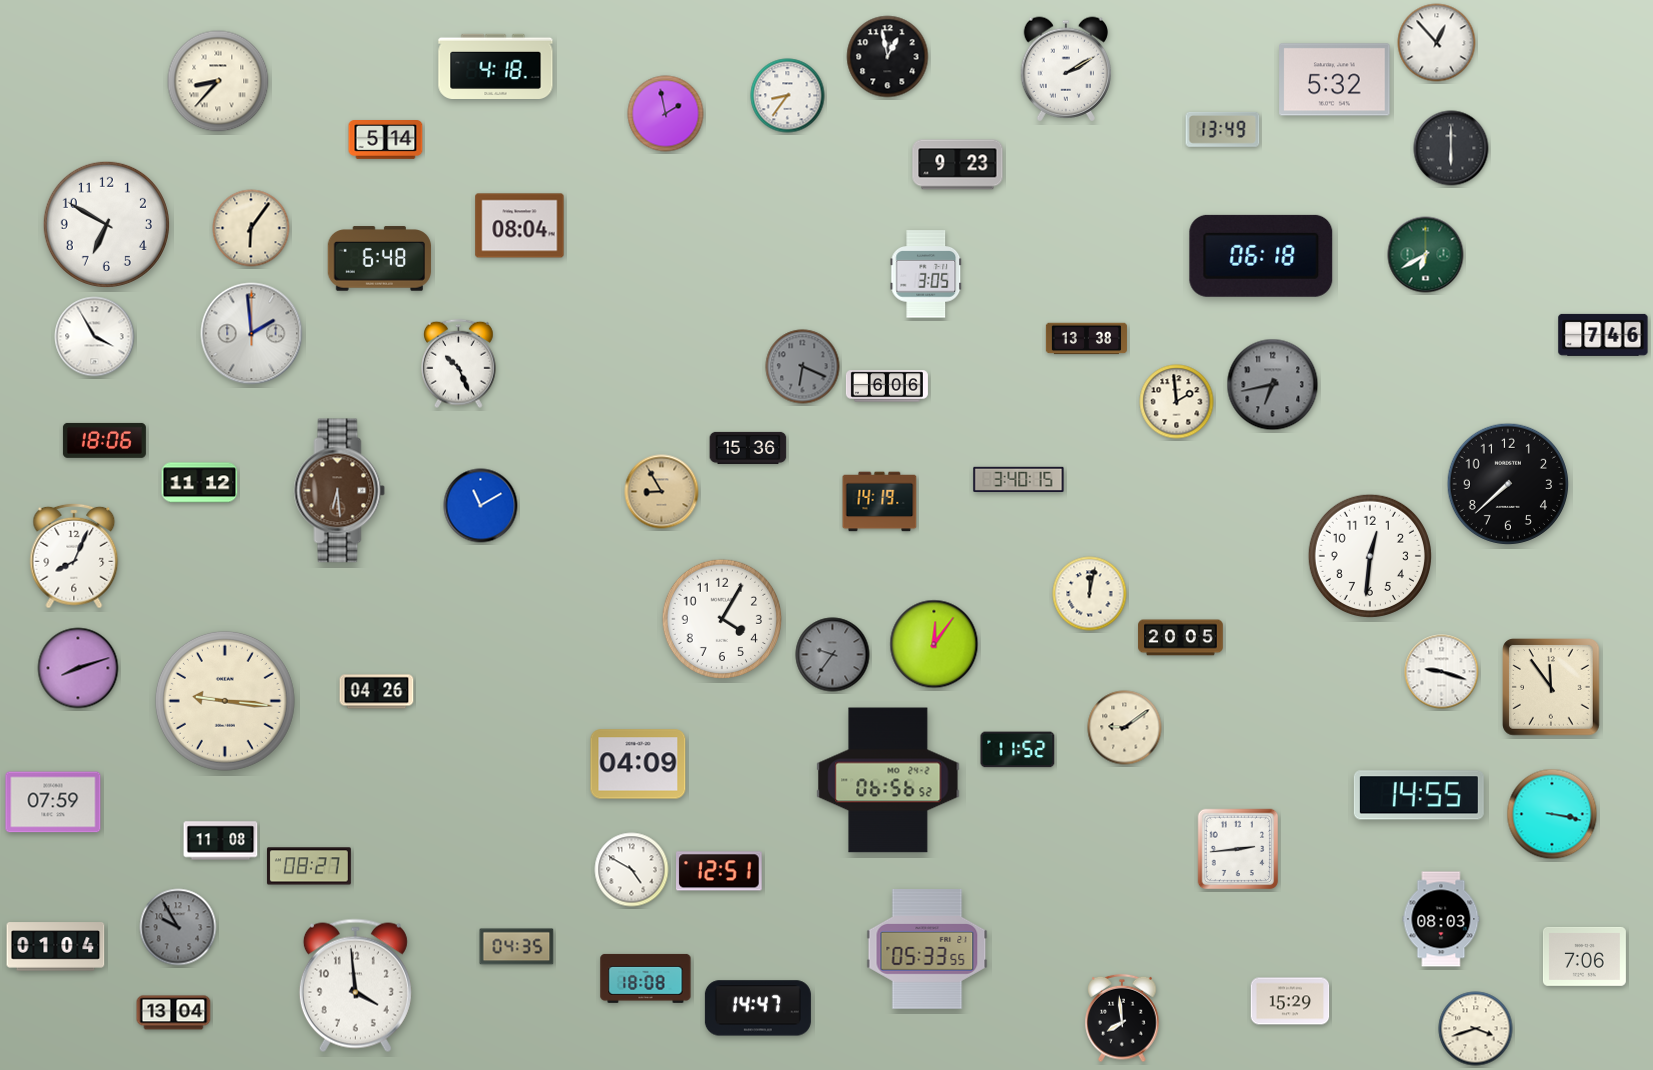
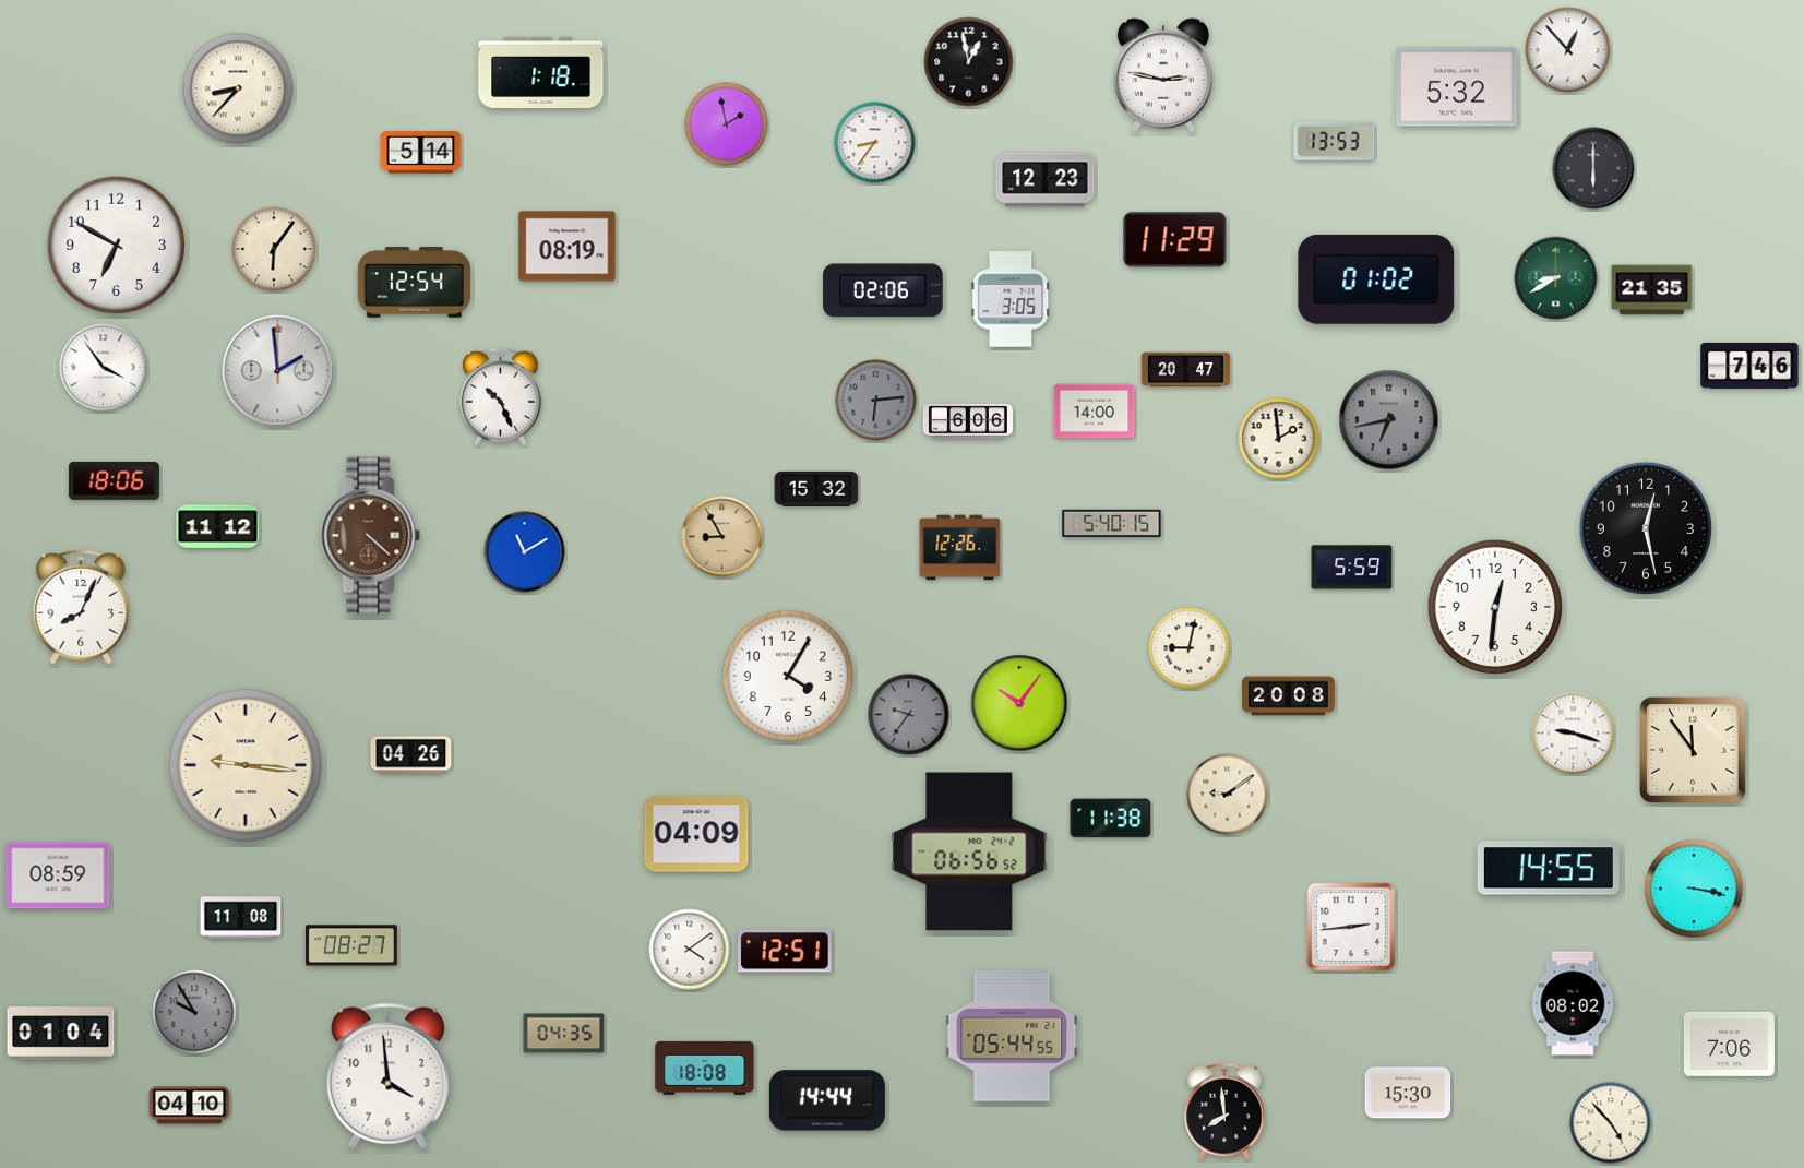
clock at (1437, 43) position: (1437, 43) -> (1568, 50)
clock at (496, 66): 4:18 -> 1:18
clock at (1065, 69): 2:10 -> 2:47
clock at (788, 96) position: (788, 96) -> (875, 143)
clock at (1223, 129): 13:49 -> 13:53
clock at (1451, 148) position: (1451, 148) -> (1593, 168)
clock at (958, 165): 9:23 -> 12:23
clock at (1175, 240): none -> 11:29
clock at (520, 226): 08:04 -> 08:19
clock at (1426, 255): 6:40 -> 8:40
clock at (1261, 256): 06:18 -> 01:02
clock at (379, 259): 6:48 -> 12:54
clock at (883, 290): none -> 02:06
clock at (1652, 290): none -> 21:35
clock at (252, 334) position: (252, 334) -> (278, 371)
clock at (95, 337): 3:55 -> 3:54
clock at (1086, 339): 13:38 -> 20:47
clock at (803, 367): 6:19 -> 6:14
clock at (1095, 412): none -> 14:00
clock at (1177, 402) position: (1177, 402) -> (1279, 439)
clock at (748, 448): 15:36 -> 15:32
clock at (1019, 479): 3:40 -> 5:40
clock at (1507, 483): 7:38 -> 12:28
clock at (340, 491): 6:29 -> 4:22
clock at (880, 502): 14:19 -> 12:26
clock at (1352, 568): none -> 5:59
clock at (1090, 594): 12:02 -> 9:02
clock at (1181, 638): 20:05 -> 20:08
clock at (934, 644): 12:06 -> 10:06
clock at (78, 668): 8:12 -> none
clock at (1018, 750): 11:52 -> 11:38
clock at (53, 802): 07:59 -> 08:59
clock at (309, 866) position: (309, 866) -> (351, 945)
clock at (632, 870): 4:50 -> 4:09
clock at (1441, 919): 08:03 -> 08:02
clock at (927, 950): 05:33 -> 05:44
clock at (1290, 1001): 15:29 -> 15:30
clock at (758, 1008): 14:47 -> 14:44
clock at (174, 1013): 13:04 -> 04:10
clock at (1476, 1029): 3:42 -> 4:53
